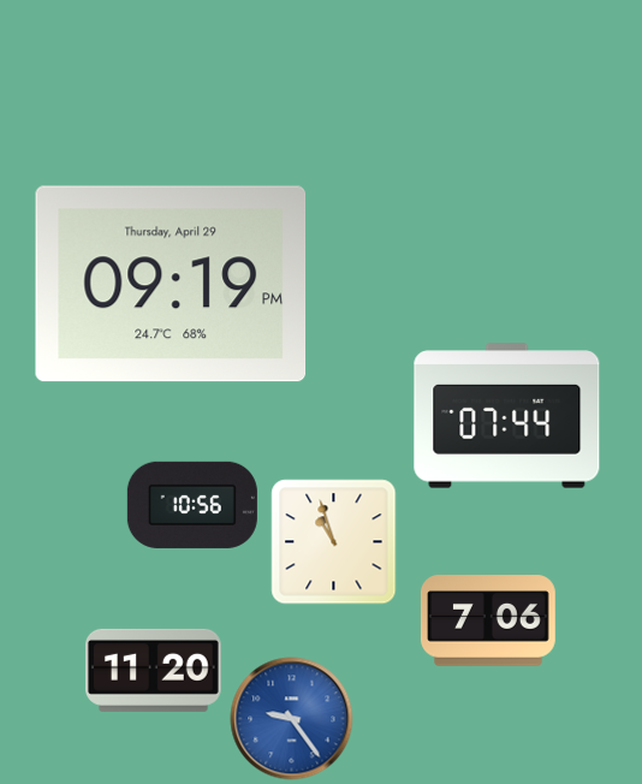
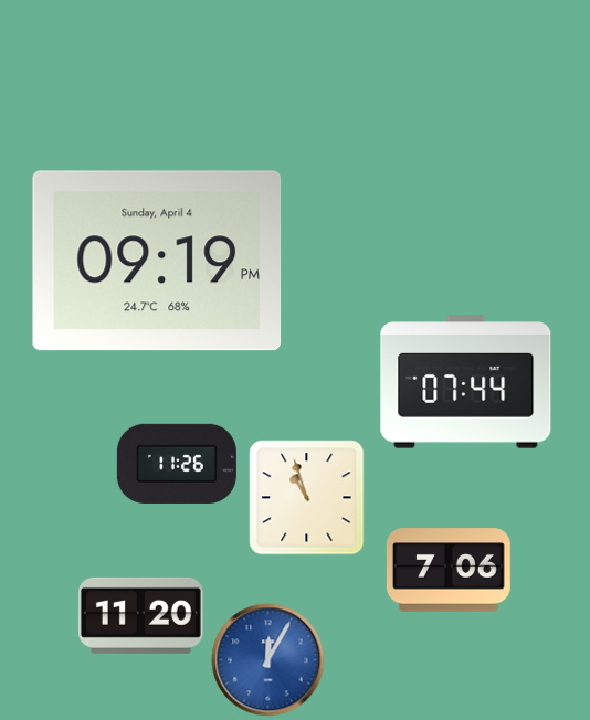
clock at (171, 284) date: Thursday, April 29 -> Sunday, April 4
clock at (192, 505): 10:56 -> 11:26
clock at (292, 719): 9:24 -> 12:05
